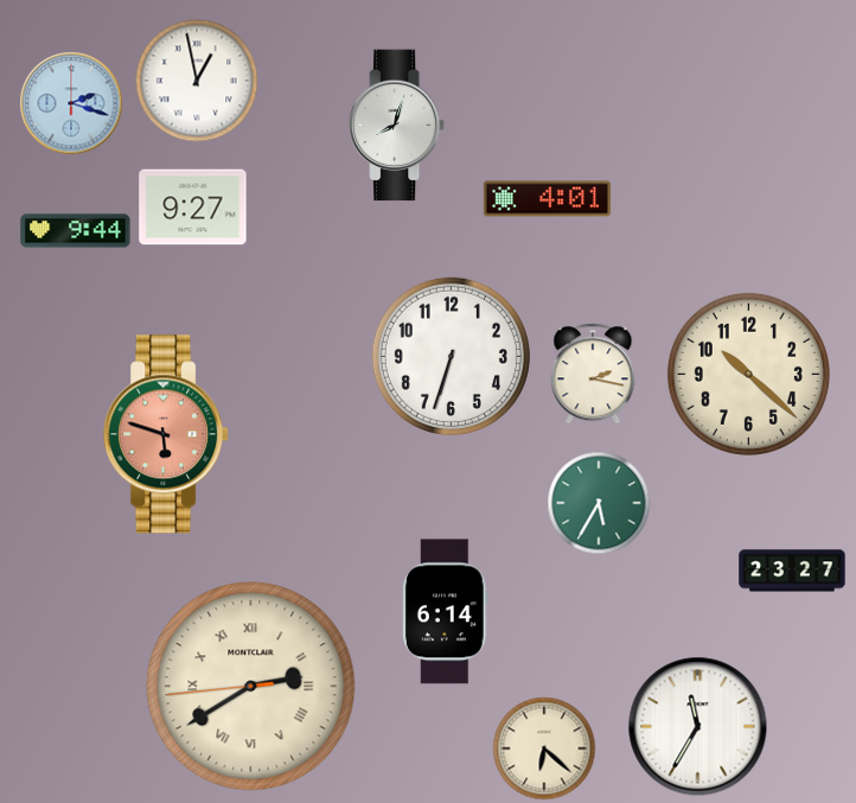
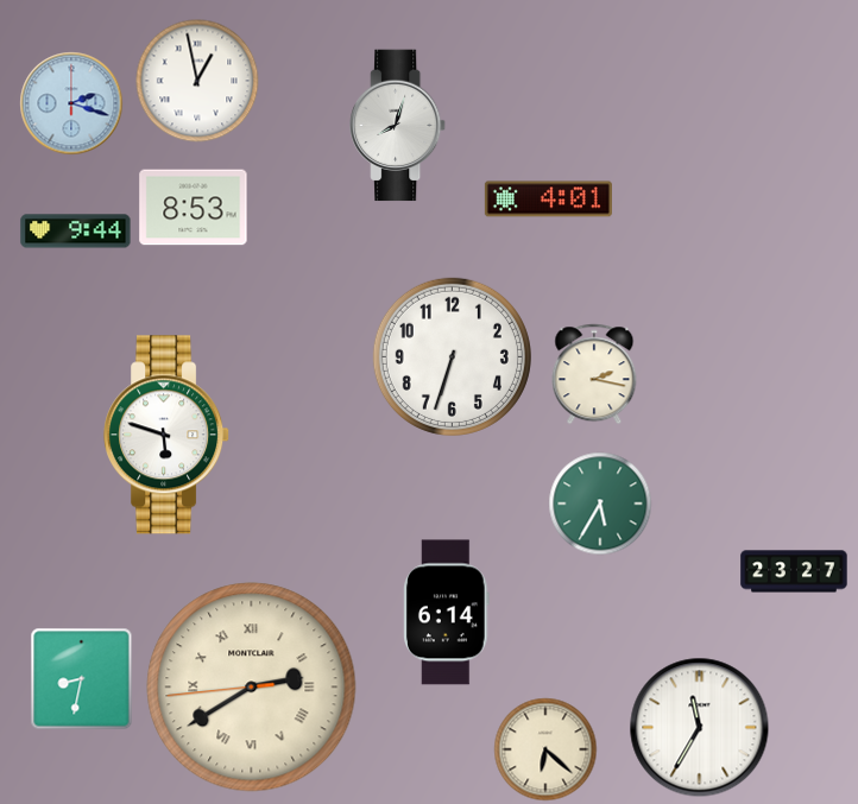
clock at (193, 208): 9:27 -> 8:53
clock at (748, 374): 10:22 -> none
clock at (167, 434) dial: salmon -> white
clock at (82, 679): none -> 8:32
